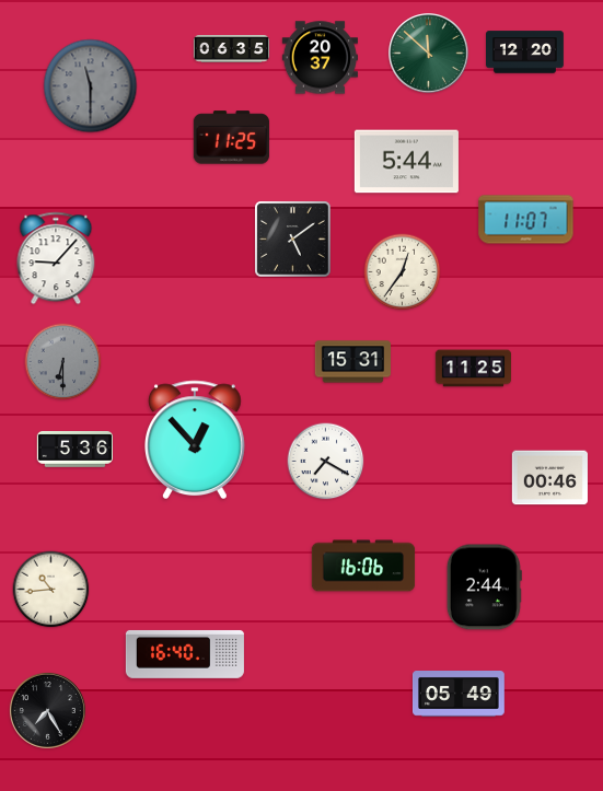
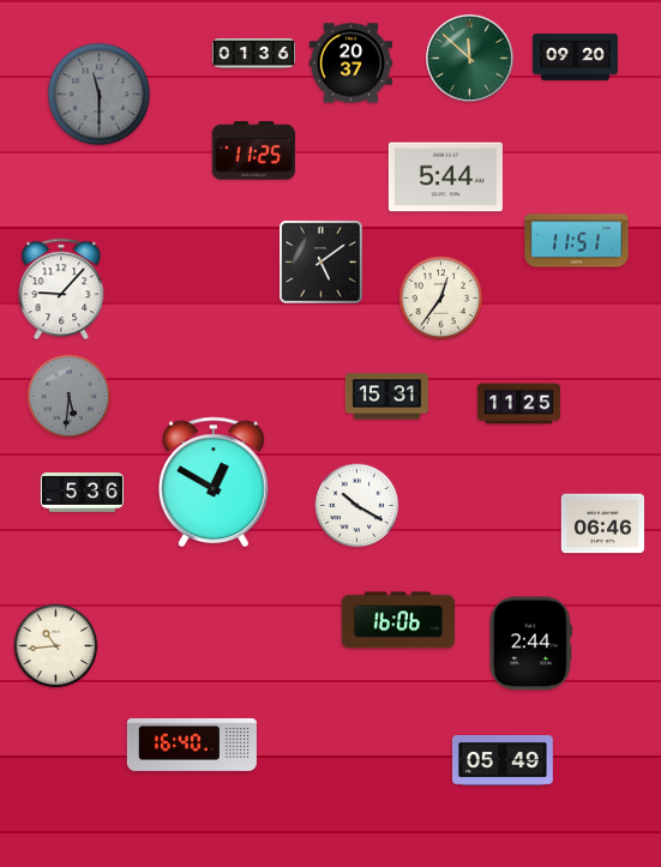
clock at (232, 49): 06:35 -> 01:36
clock at (525, 53): 12:20 -> 09:20
clock at (526, 220): 11:07 -> 11:51
clock at (56, 258) position: (56, 258) -> (61, 289)
clock at (63, 362): 6:30 -> 5:31
clock at (196, 439): 12:53 -> 12:50
clock at (326, 462): 7:20 -> 10:20
clock at (549, 478): 00:46 -> 06:46
clock at (185, 654) position: (185, 654) -> (192, 745)
clock at (47, 710): 7:25 -> none
